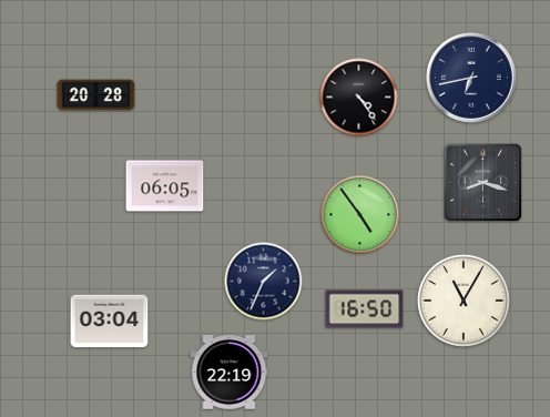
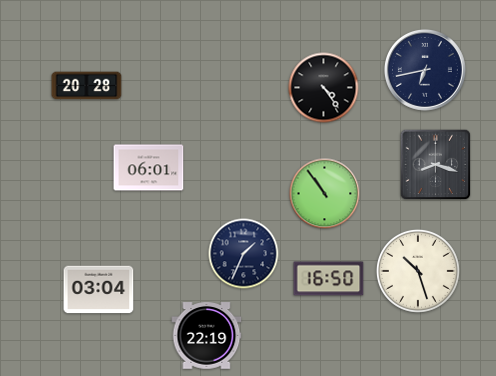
clock at (165, 186): 06:05 -> 06:01
clock at (360, 215): 4:54 -> 10:54
clock at (264, 282) position: (264, 282) -> (244, 254)
clock at (464, 301): 11:05 -> 10:27
